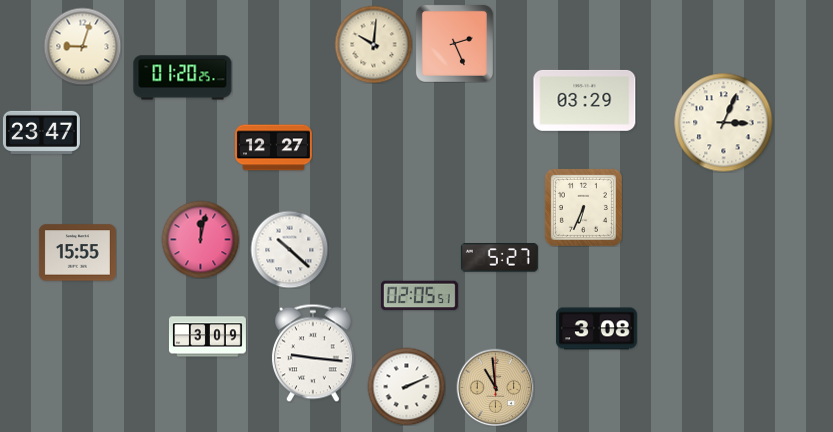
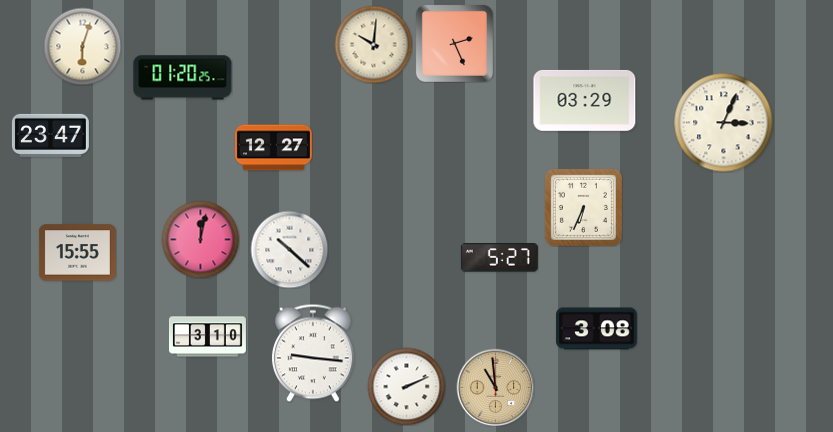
clock at (82, 46): 9:03 -> 6:03
clock at (41, 132) position: (41, 132) -> (50, 135)
clock at (419, 296): 02:05 -> none
clock at (207, 337): 3:09 -> 3:10
